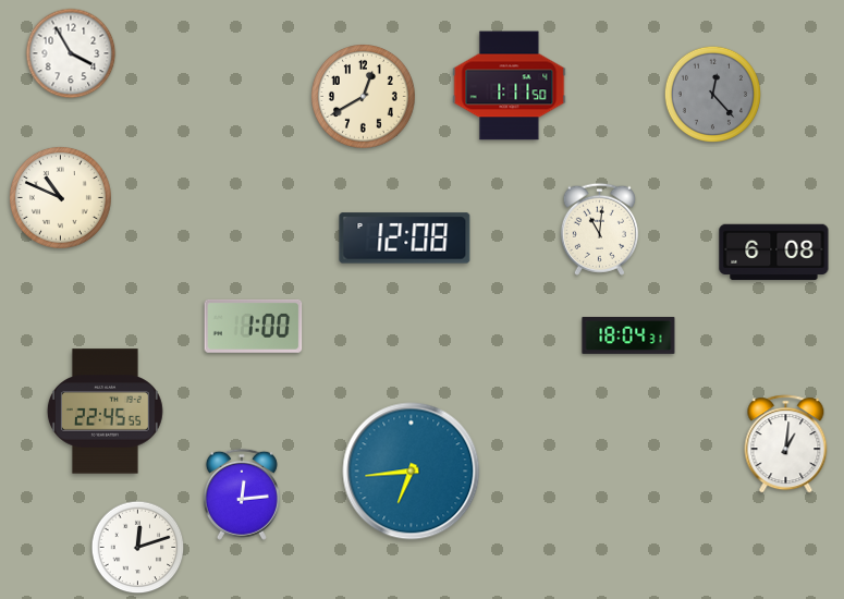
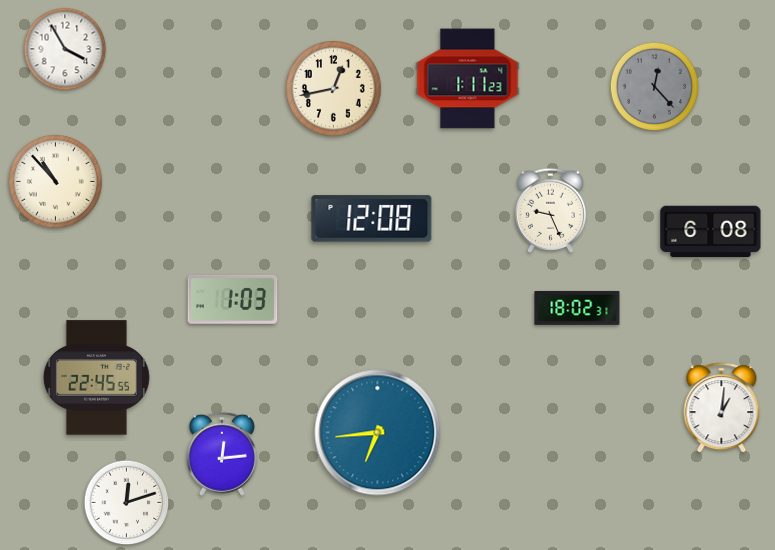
clock at (510, 86): 1:11:50 -> 1:11:23
clock at (364, 97): 12:40 -> 12:43
clock at (60, 197): 10:49 -> 10:53
clock at (599, 229): 11:01 -> 9:26
clock at (254, 326): 1:00 -> 1:03
clock at (628, 335): 18:04 -> 18:02
